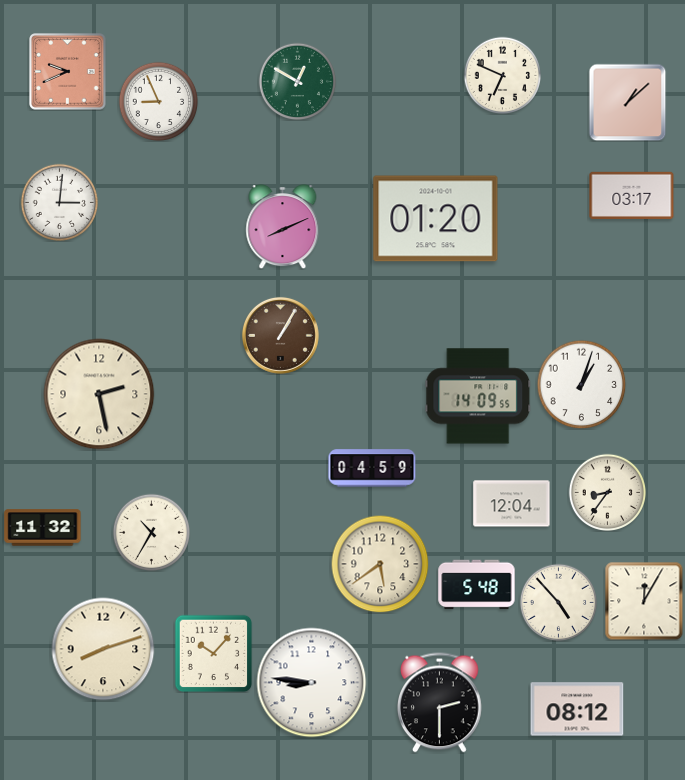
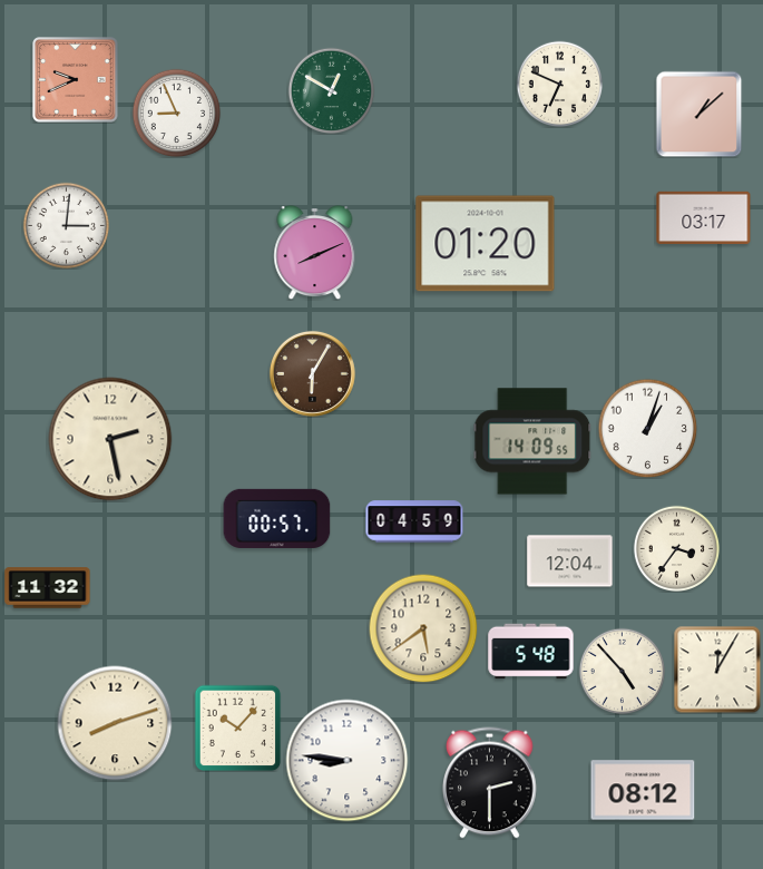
clock at (280, 335): 1:05 -> 6:05
clock at (277, 518): none -> 00:57
clock at (607, 492): 8:36 -> 3:36
clock at (151, 532): 10:35 -> none
